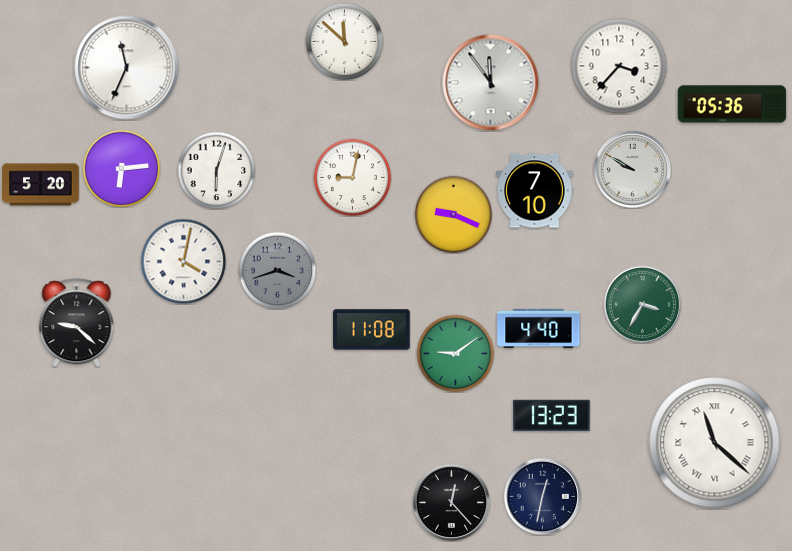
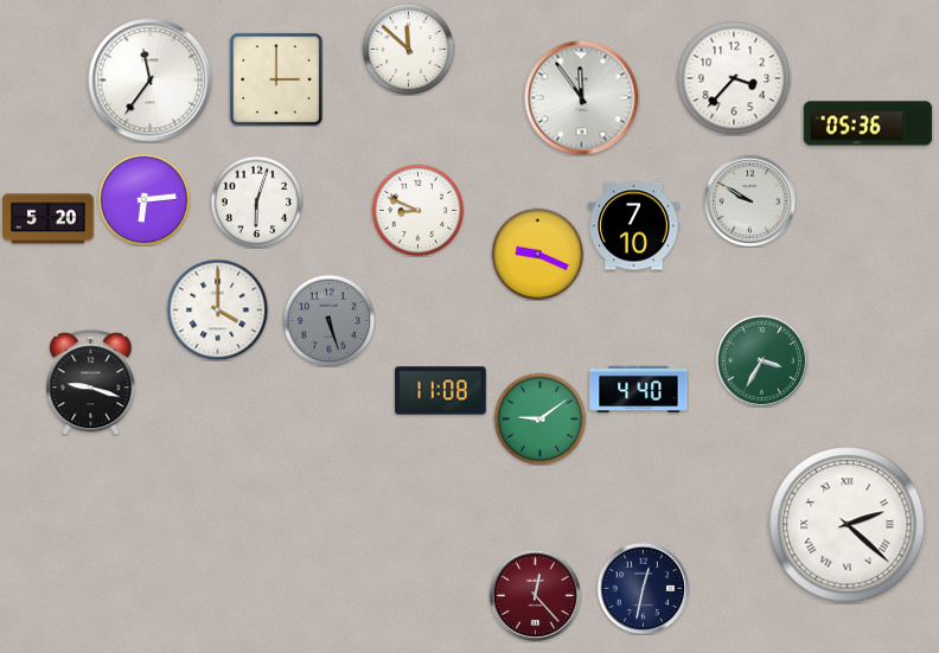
clock at (276, 79): none -> 3:00
clock at (127, 68): 11:34 -> 11:36
clock at (352, 177): 9:02 -> 8:49
clock at (183, 261): 4:02 -> 4:00
clock at (277, 270): 3:42 -> 5:27
clock at (77, 323): 9:22 -> 9:18
clock at (552, 415): 13:23 -> none
clock at (715, 443): 11:22 -> 2:22
clock at (451, 502) dial: black -> burgundy
